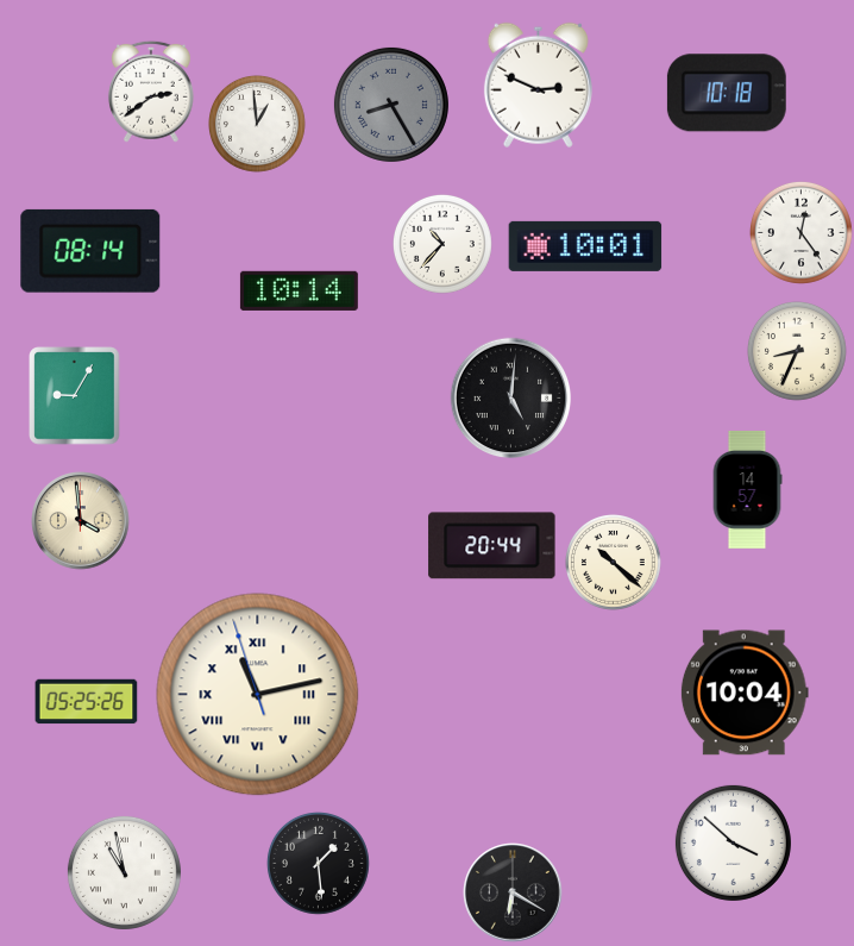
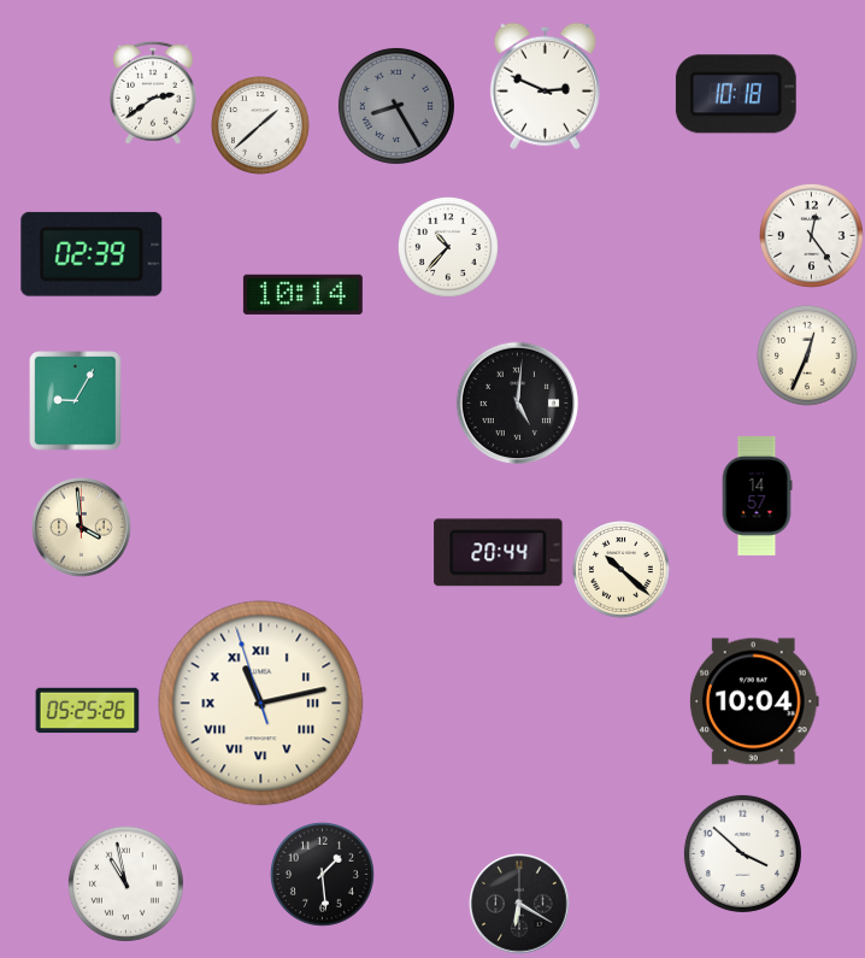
clock at (258, 125): 12:59 -> 1:38
clock at (585, 246): 10:01 -> none
clock at (90, 251): 08:14 -> 02:39
clock at (797, 351): 8:34 -> 12:34
